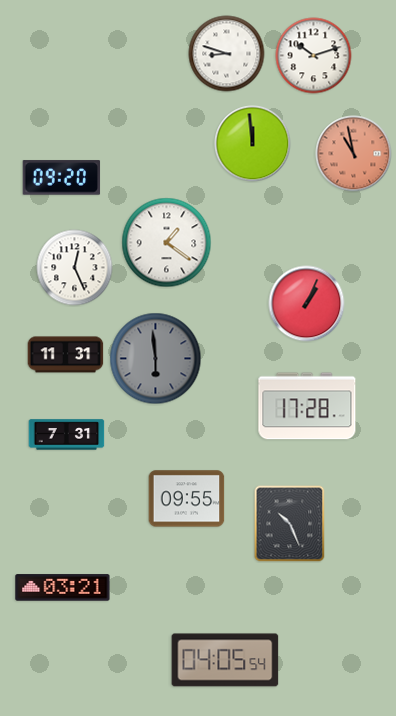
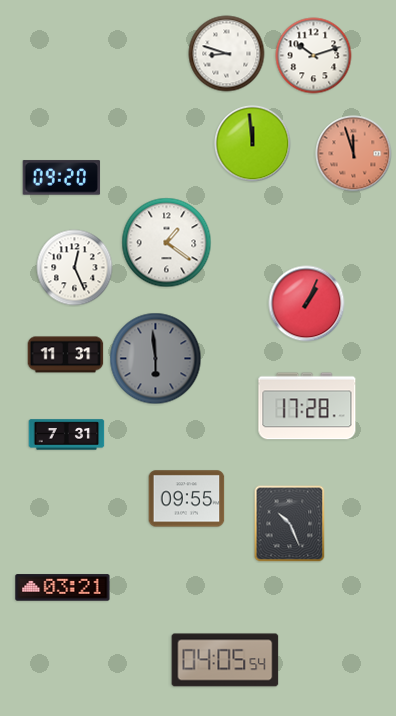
clock at (354, 154): 10:58 -> 11:57
